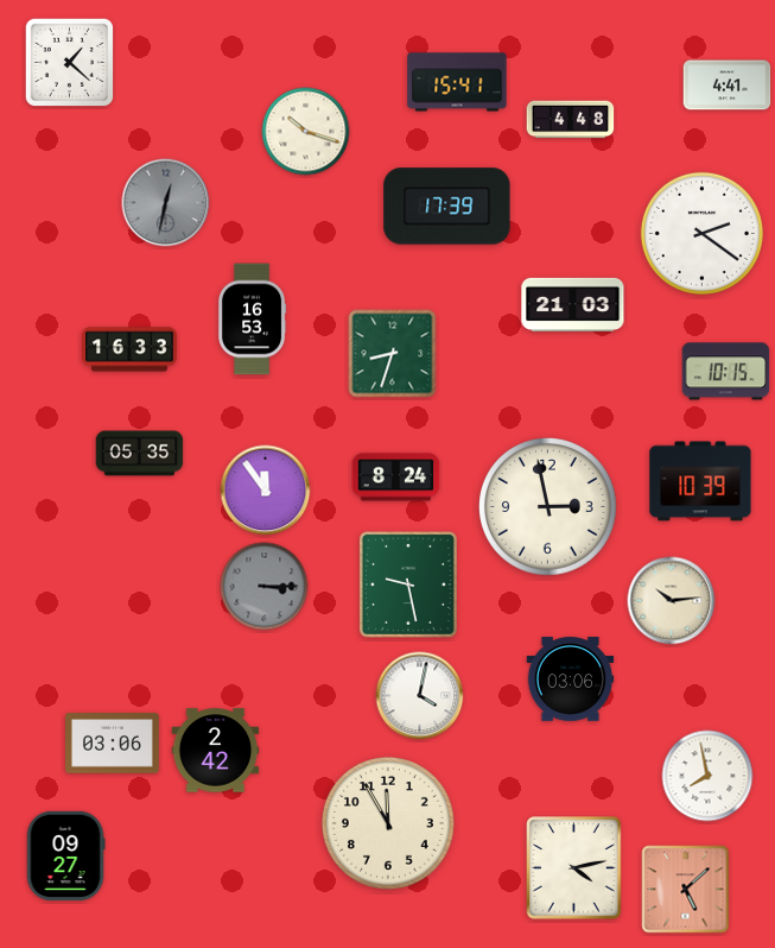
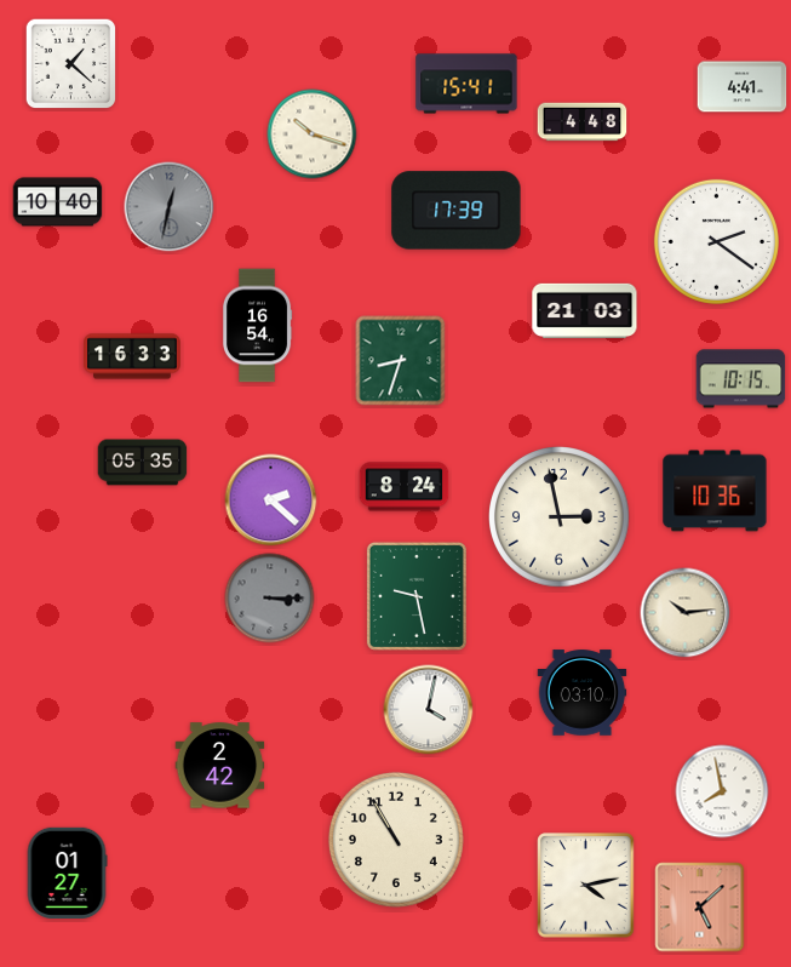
clock at (58, 202): none -> 10:40
clock at (701, 233) position: (701, 233) -> (716, 241)
clock at (252, 320): 16:53 -> 16:54
clock at (700, 481): 10:39 -> 10:36
clock at (266, 491): 11:54 -> 2:22
clock at (571, 680): 03:06 -> 03:10
clock at (113, 744): 03:06 -> none
clock at (388, 823): 11:55 -> 10:55
clock at (65, 855): 09:27 -> 01:27
